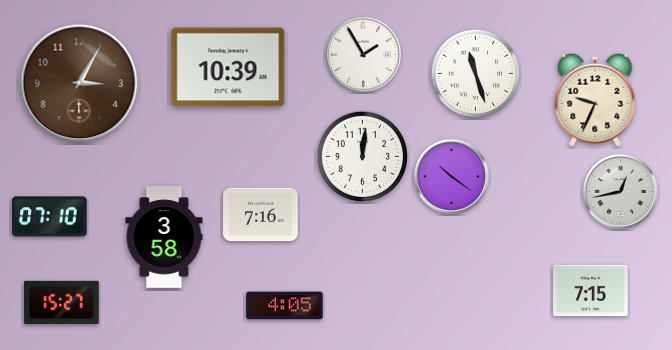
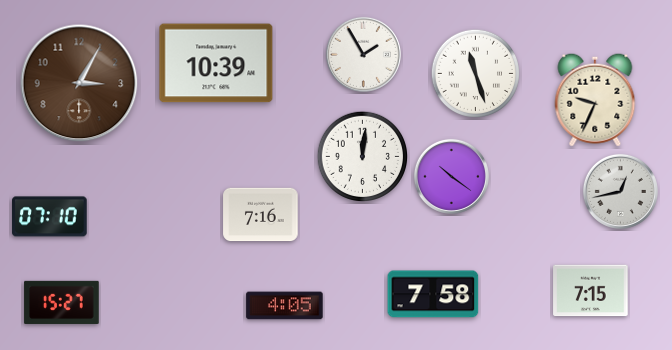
clock at (228, 67) position: (228, 67) -> (216, 63)
clock at (164, 237): 3:58 -> none
clock at (433, 294): none -> 7:58
